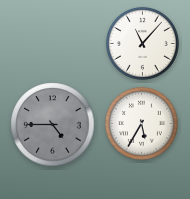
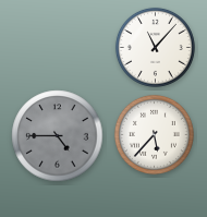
clock at (141, 123): 5:35 -> 5:37
